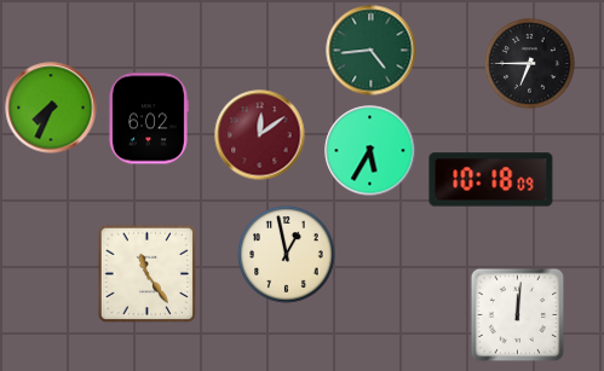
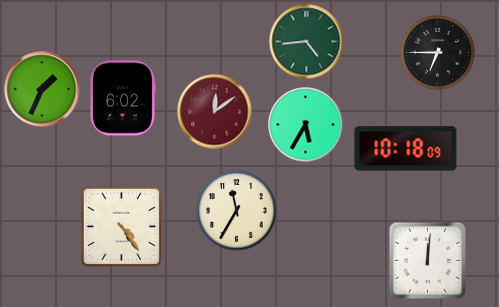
clock at (51, 108): 7:34 -> 1:34
clock at (287, 255): 12:58 -> 11:35
clock at (148, 274): 11:24 -> 4:24
